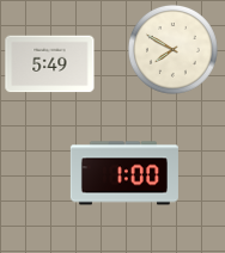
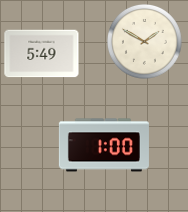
clock at (172, 49): 7:50 -> 1:50
